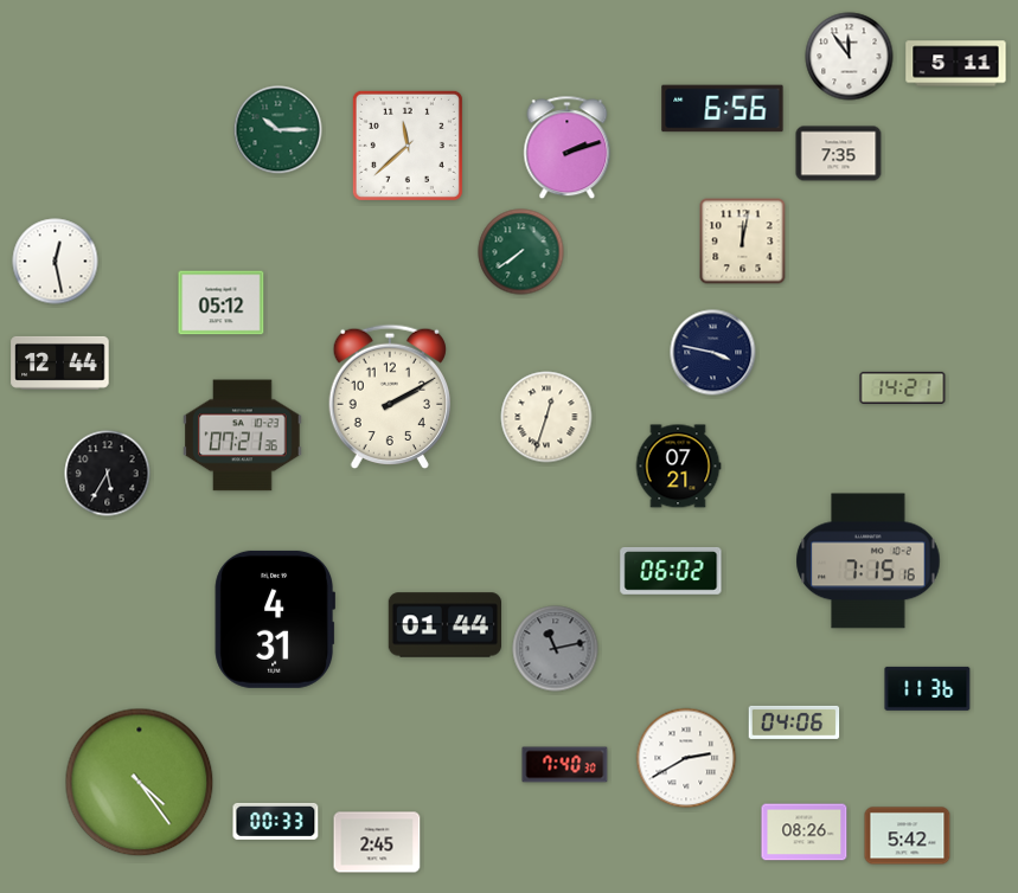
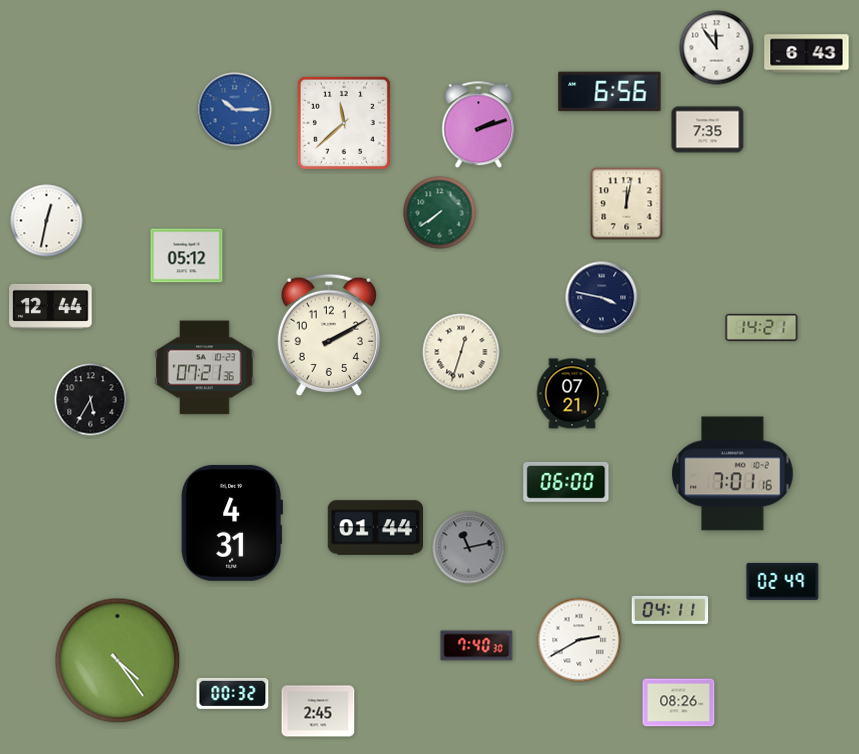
clock at (956, 64): 5:11 -> 6:43
clock at (278, 130) dial: green -> blue
clock at (56, 262): 12:28 -> 12:32
clock at (869, 561): 7:15 -> 7:01
clock at (671, 571): 06:02 -> 06:00
clock at (928, 688): 11:36 -> 02:49
clock at (794, 722): 04:06 -> 04:11
clock at (276, 821): 00:33 -> 00:32
clock at (908, 836): 5:42 -> none
